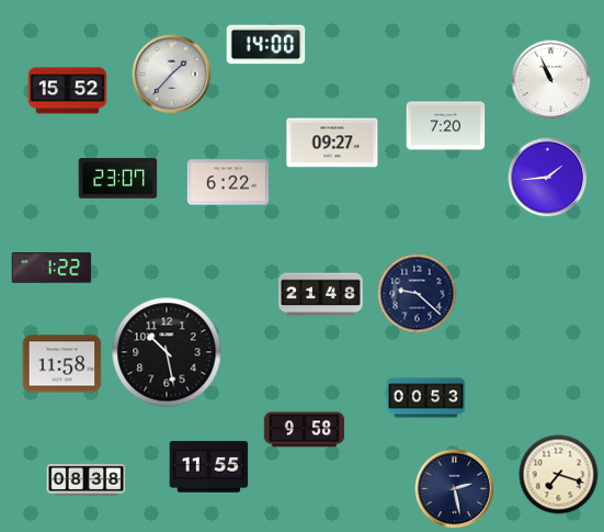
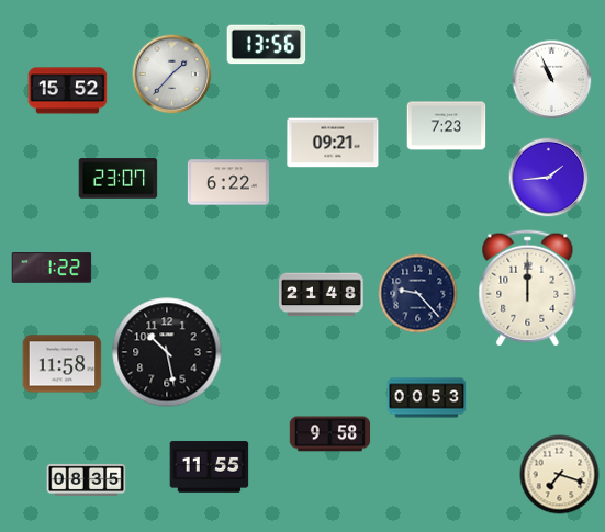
clock at (266, 45): 14:00 -> 13:56
clock at (446, 126): 7:20 -> 7:23
clock at (332, 143): 09:27 -> 09:21
clock at (528, 288): none -> 12:00
clock at (418, 294): 9:22 -> 9:23
clock at (305, 430) position: (305, 430) -> (330, 434)
clock at (87, 479): 08:38 -> 08:35
clock at (455, 489): 2:28 -> none
